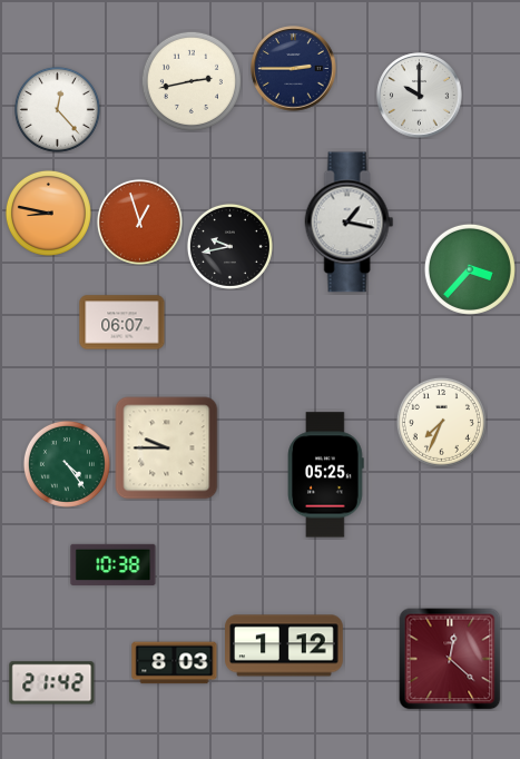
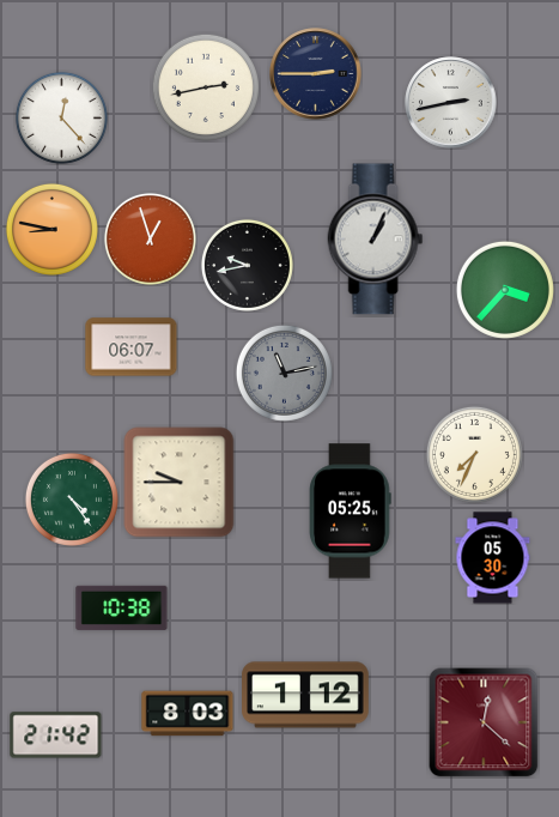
clock at (420, 96): 10:00 -> 2:43
clock at (350, 223): 1:17 -> 1:04
clock at (284, 373): none -> 11:13
clock at (493, 558): none -> 05:30
clock at (450, 659) position: (450, 659) -> (484, 722)
